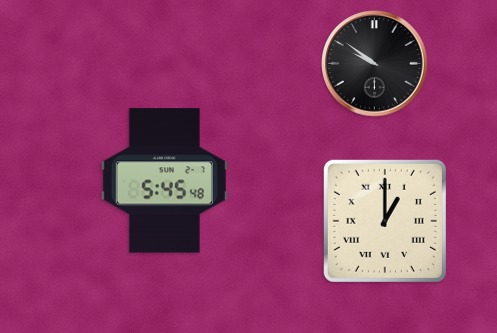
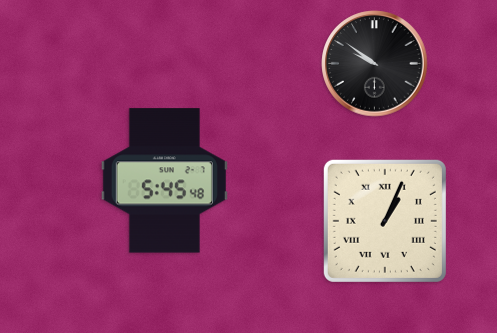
clock at (385, 221): 1:00 -> 1:04
